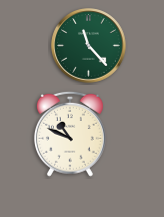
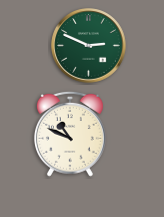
clock at (89, 46): 11:23 -> 2:49
